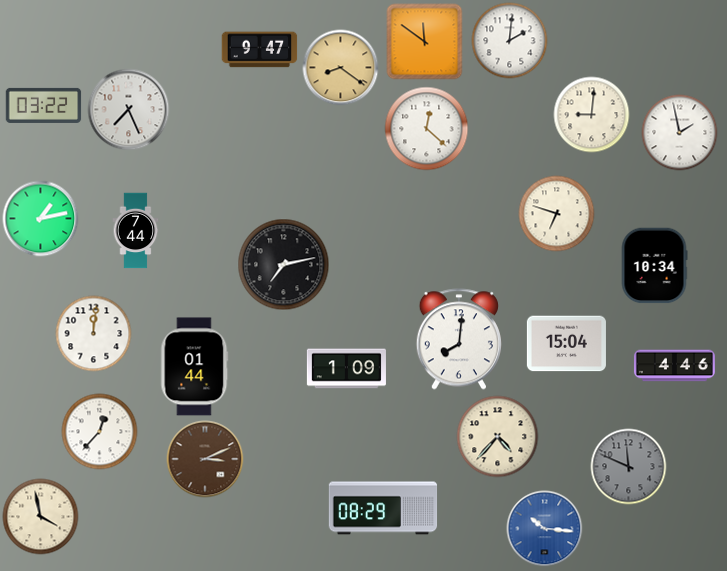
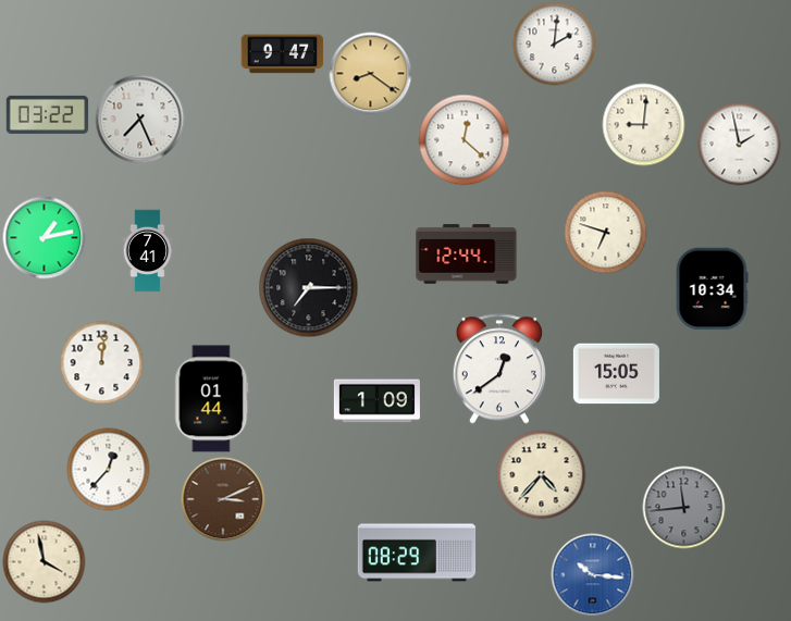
clock at (425, 42): 11:51 -> none
clock at (136, 231): 7:44 -> 7:41
clock at (467, 254): none -> 12:44
clock at (284, 265): 7:13 -> 7:15
clock at (459, 339): 8:01 -> 12:39
clock at (566, 344): 15:04 -> 15:05
clock at (674, 366): 4:46 -> none
clock at (629, 467): 11:49 -> 11:44
